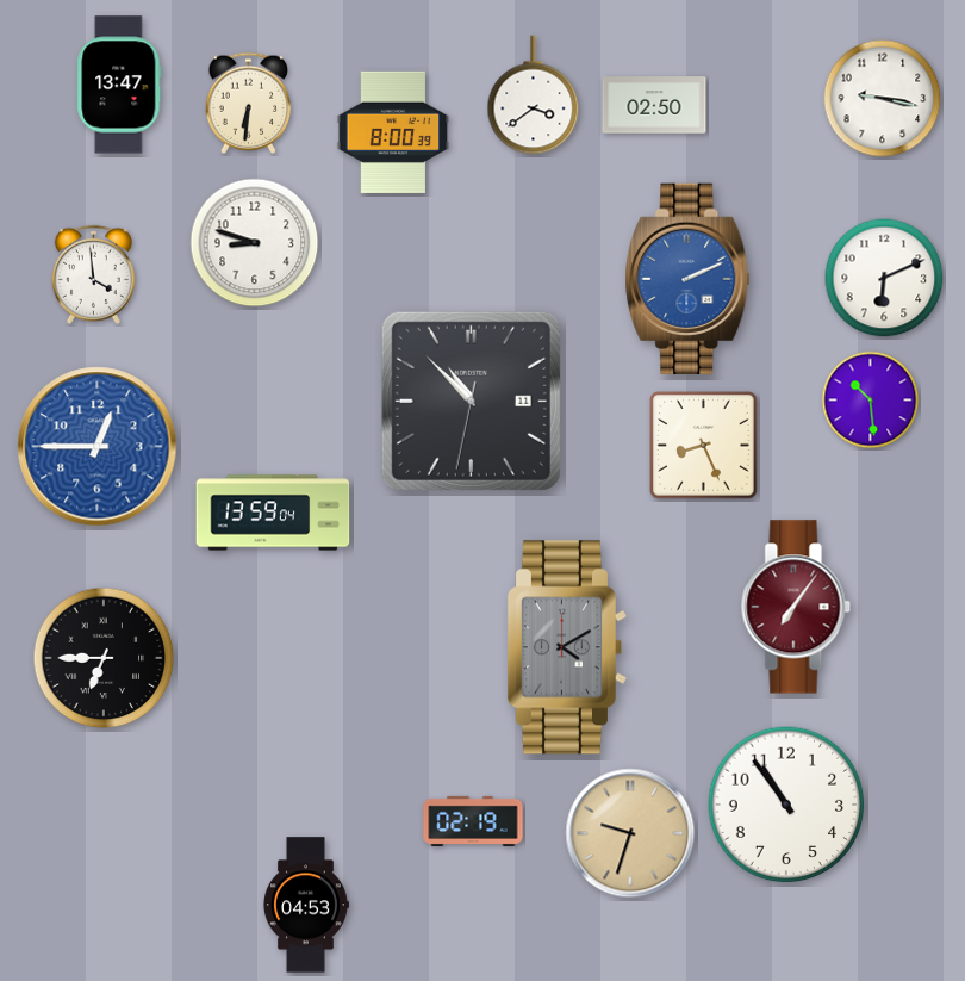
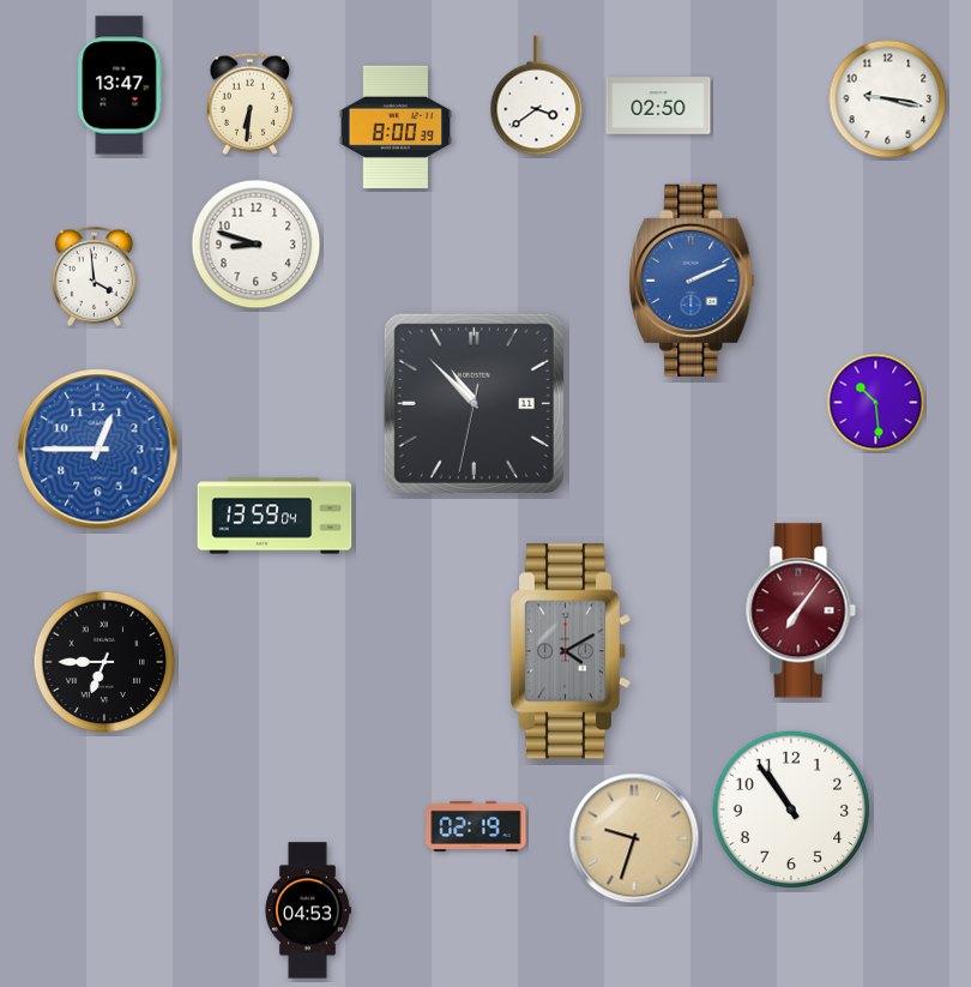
clock at (393, 132) position: (393, 132) -> (396, 127)
clock at (884, 278): 6:11 -> none
clock at (704, 446): 8:26 -> none
